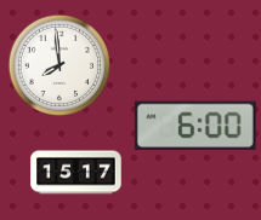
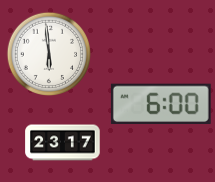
clock at (59, 65): 7:59 -> 5:59
clock at (76, 173): 15:17 -> 23:17
